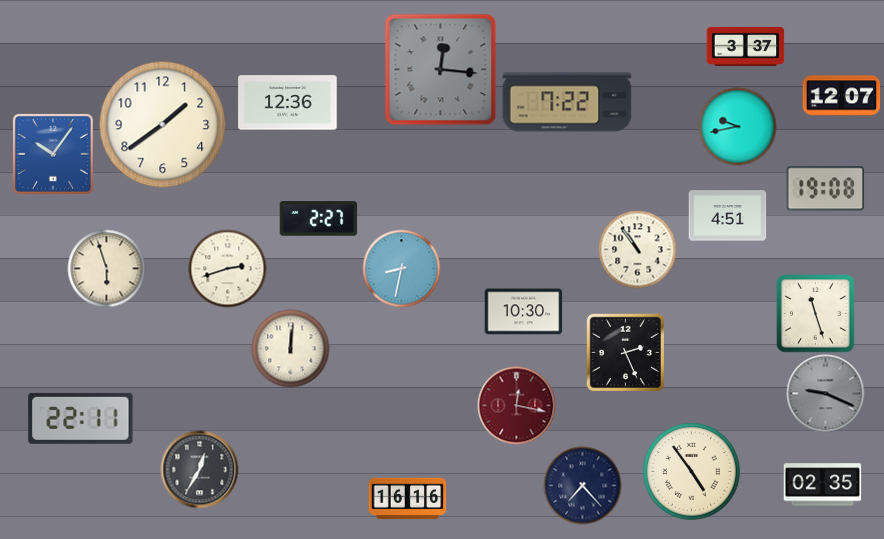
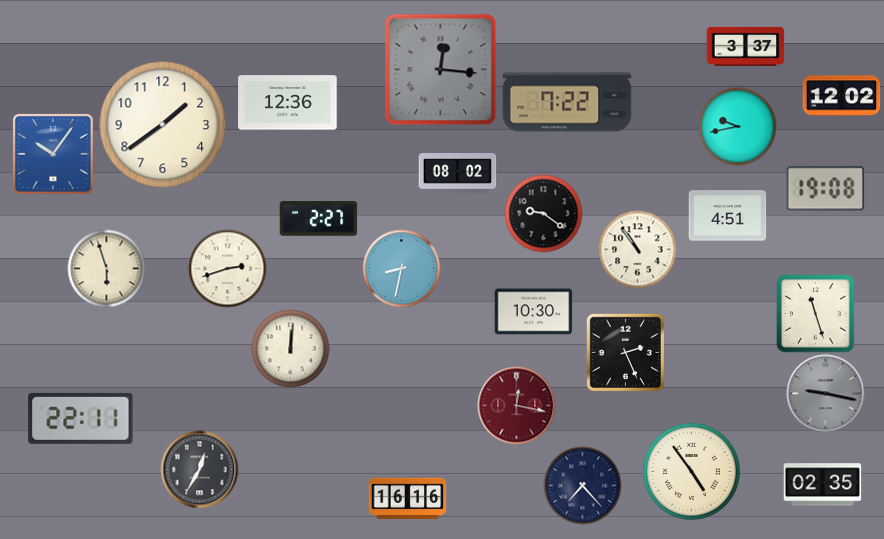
clock at (841, 96): 12:07 -> 12:02
clock at (457, 174): none -> 08:02
clock at (543, 213): none -> 9:21
clock at (523, 312) position: (523, 312) -> (533, 312)
clock at (825, 393): 9:19 -> 9:17
